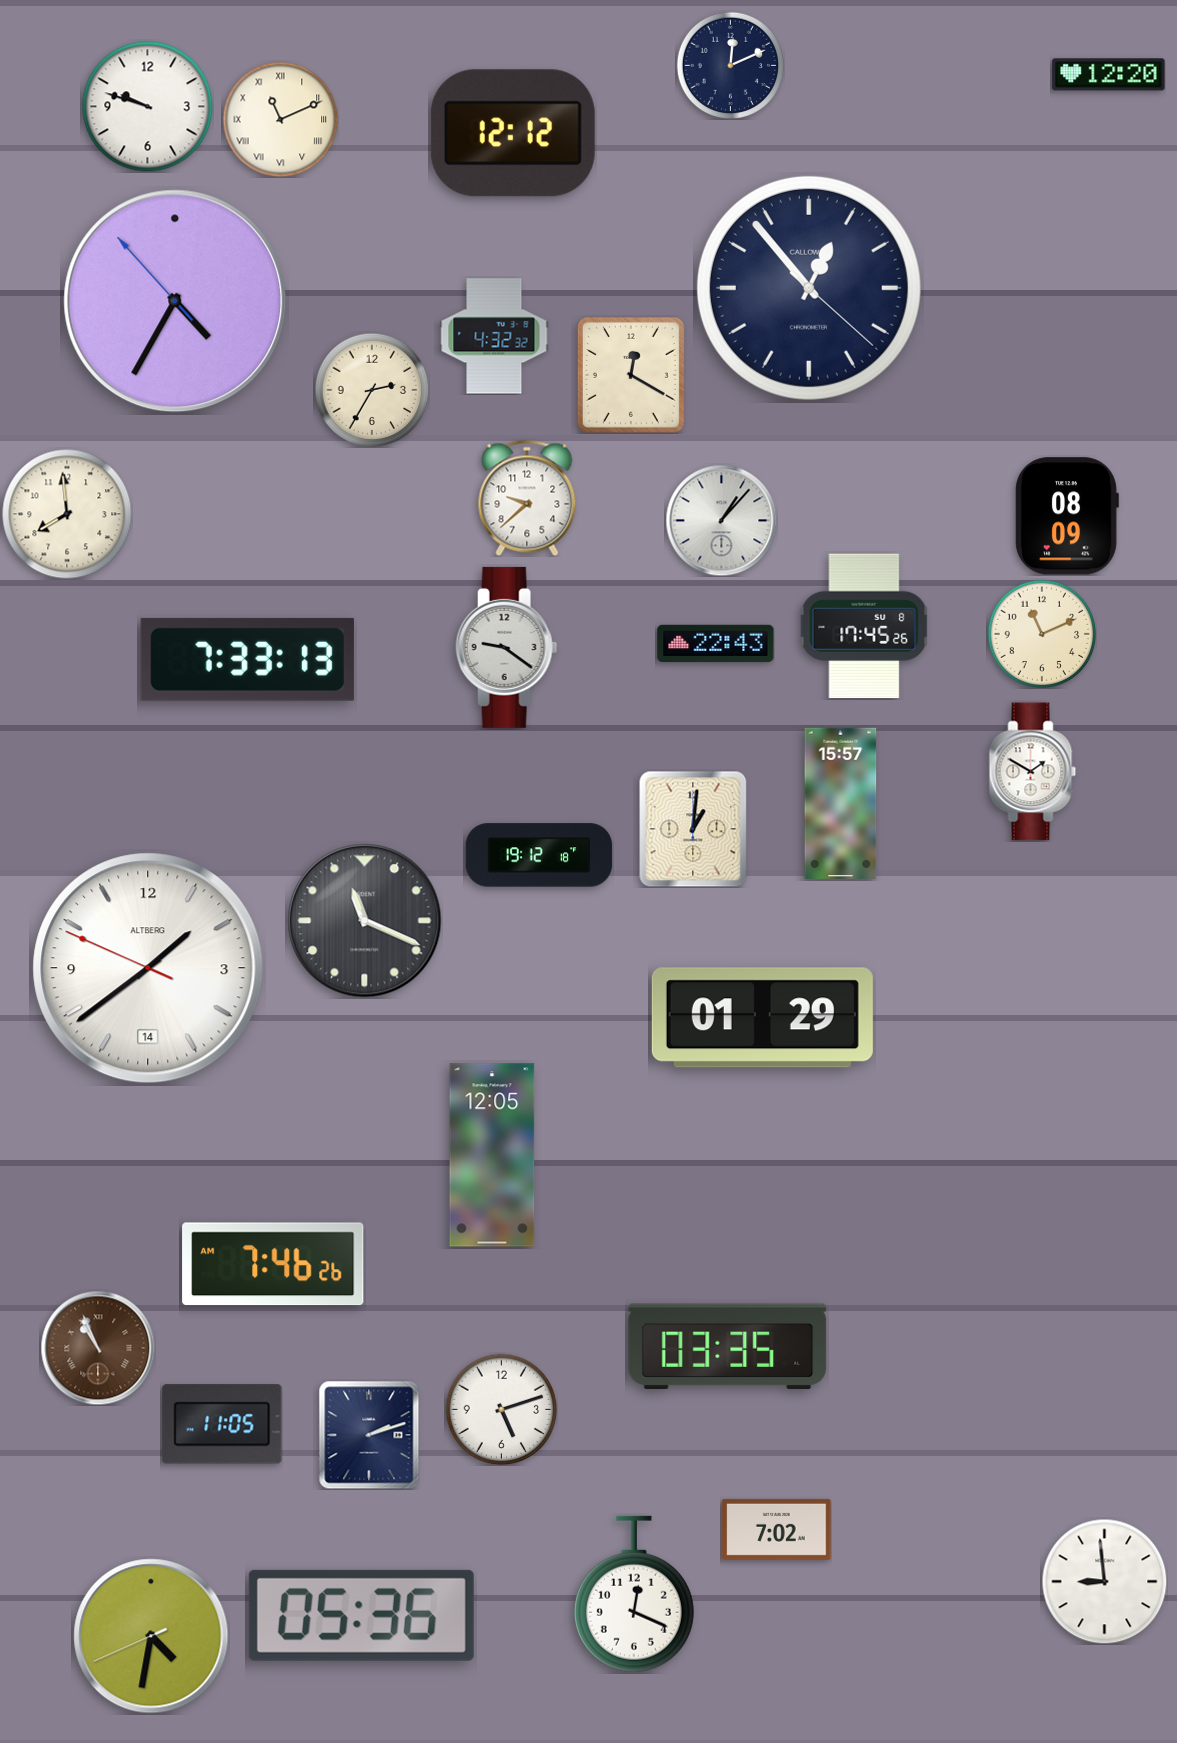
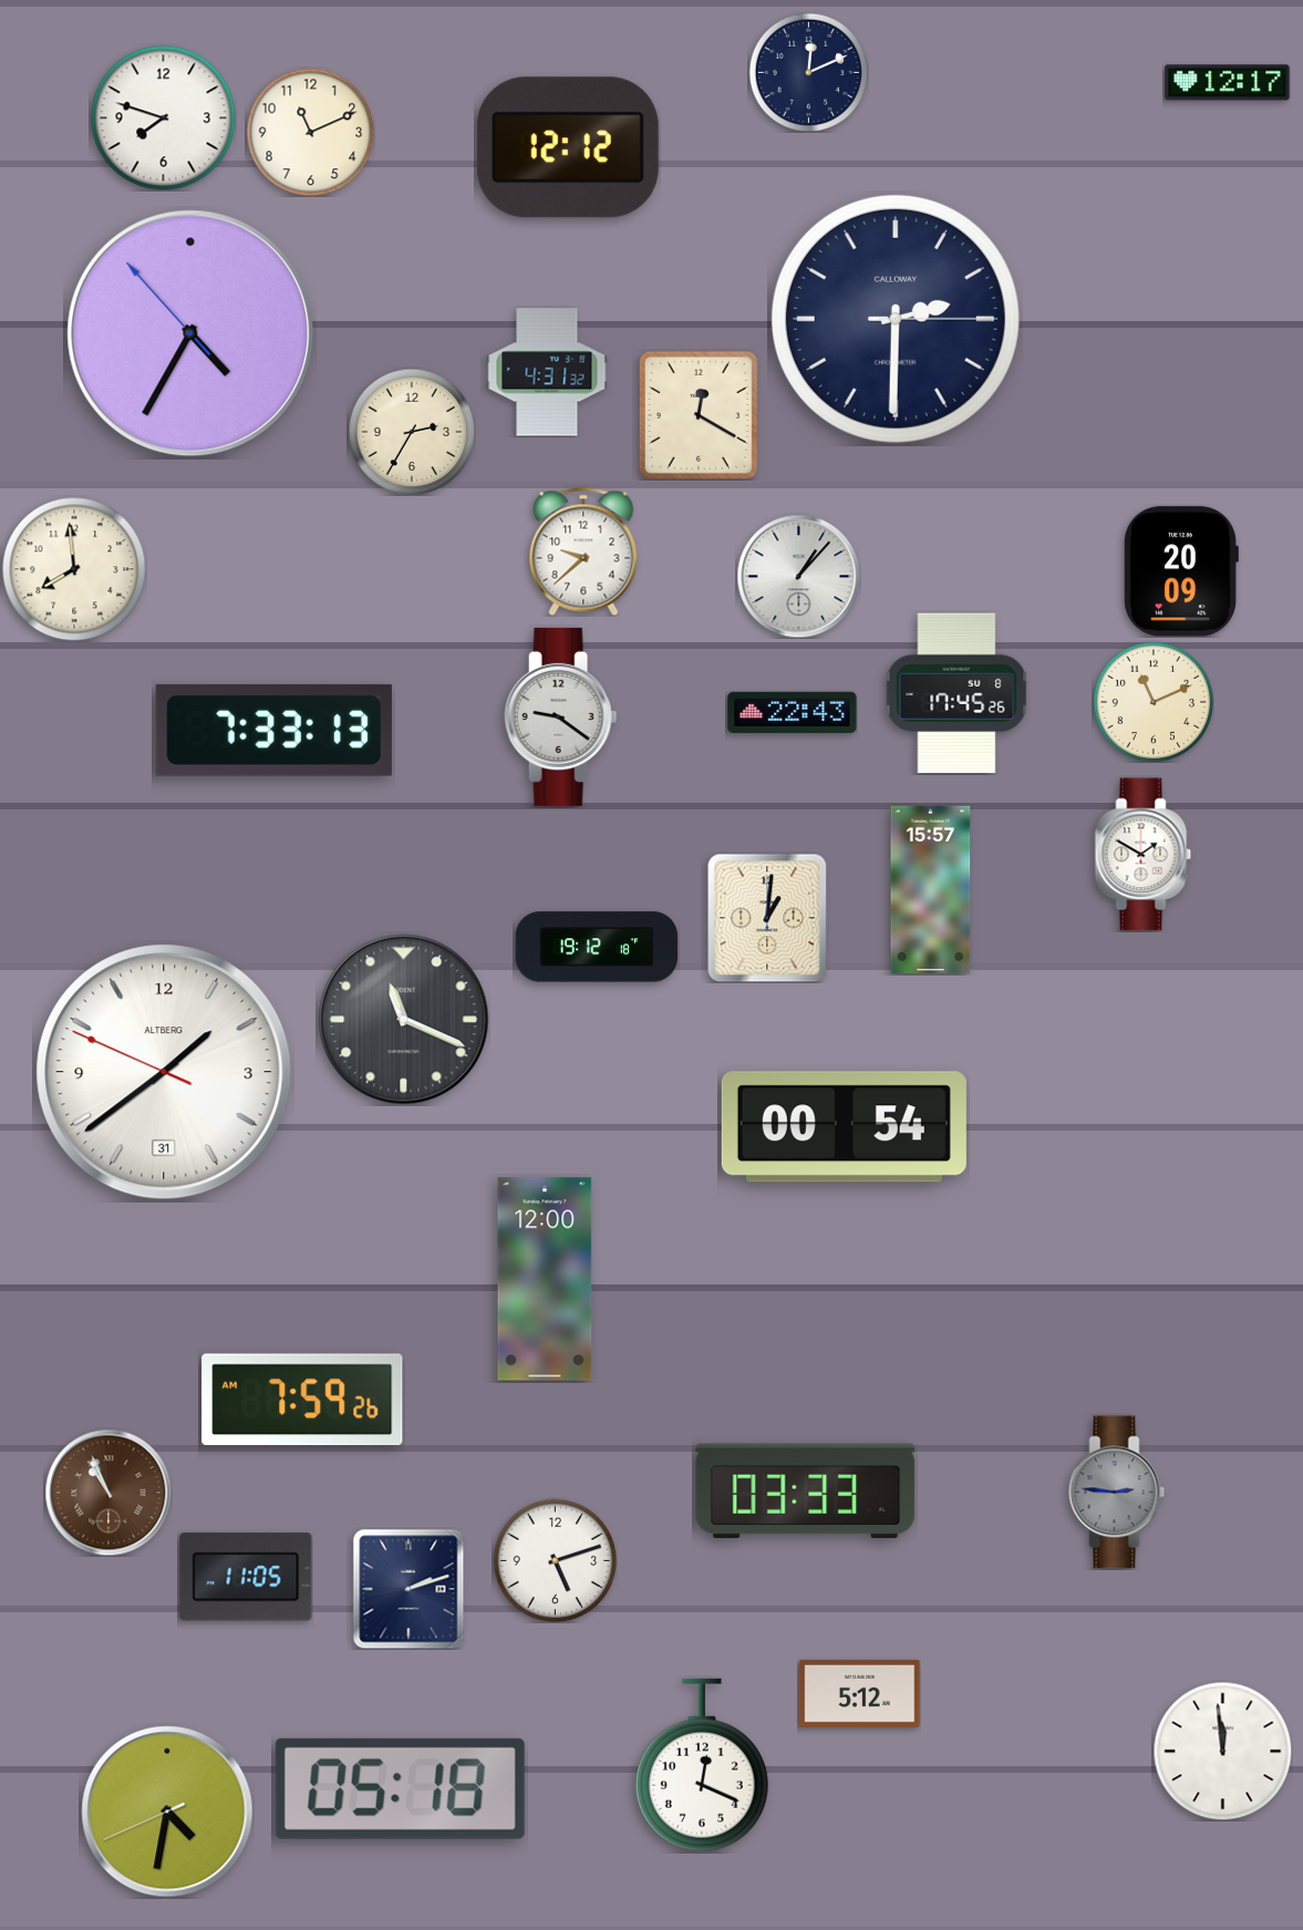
clock at (1109, 75): 12:20 -> 12:17
clock at (148, 107): 9:48 -> 7:48
clock at (280, 119) numerals: Roman -> Arabic
clock at (809, 288): 12:53 -> 2:30
clock at (175, 301) position: (175, 301) -> (190, 333)
clock at (494, 336): 4:32 -> 4:31
clock at (1067, 516): 08:09 -> 20:09
clock at (148, 968) date: 14 -> 31
clock at (762, 1018): 01:29 -> 00:54
clock at (492, 1155): 12:05 -> 12:00
clock at (273, 1264): 7:46 -> 7:59
clock at (728, 1347): 03:35 -> 03:33
clock at (1117, 1493): none -> 2:46
clock at (777, 1529): 7:02 -> 5:12
clock at (1104, 1581): 8:59 -> 11:59
clock at (361, 1615): 05:36 -> 05:18
